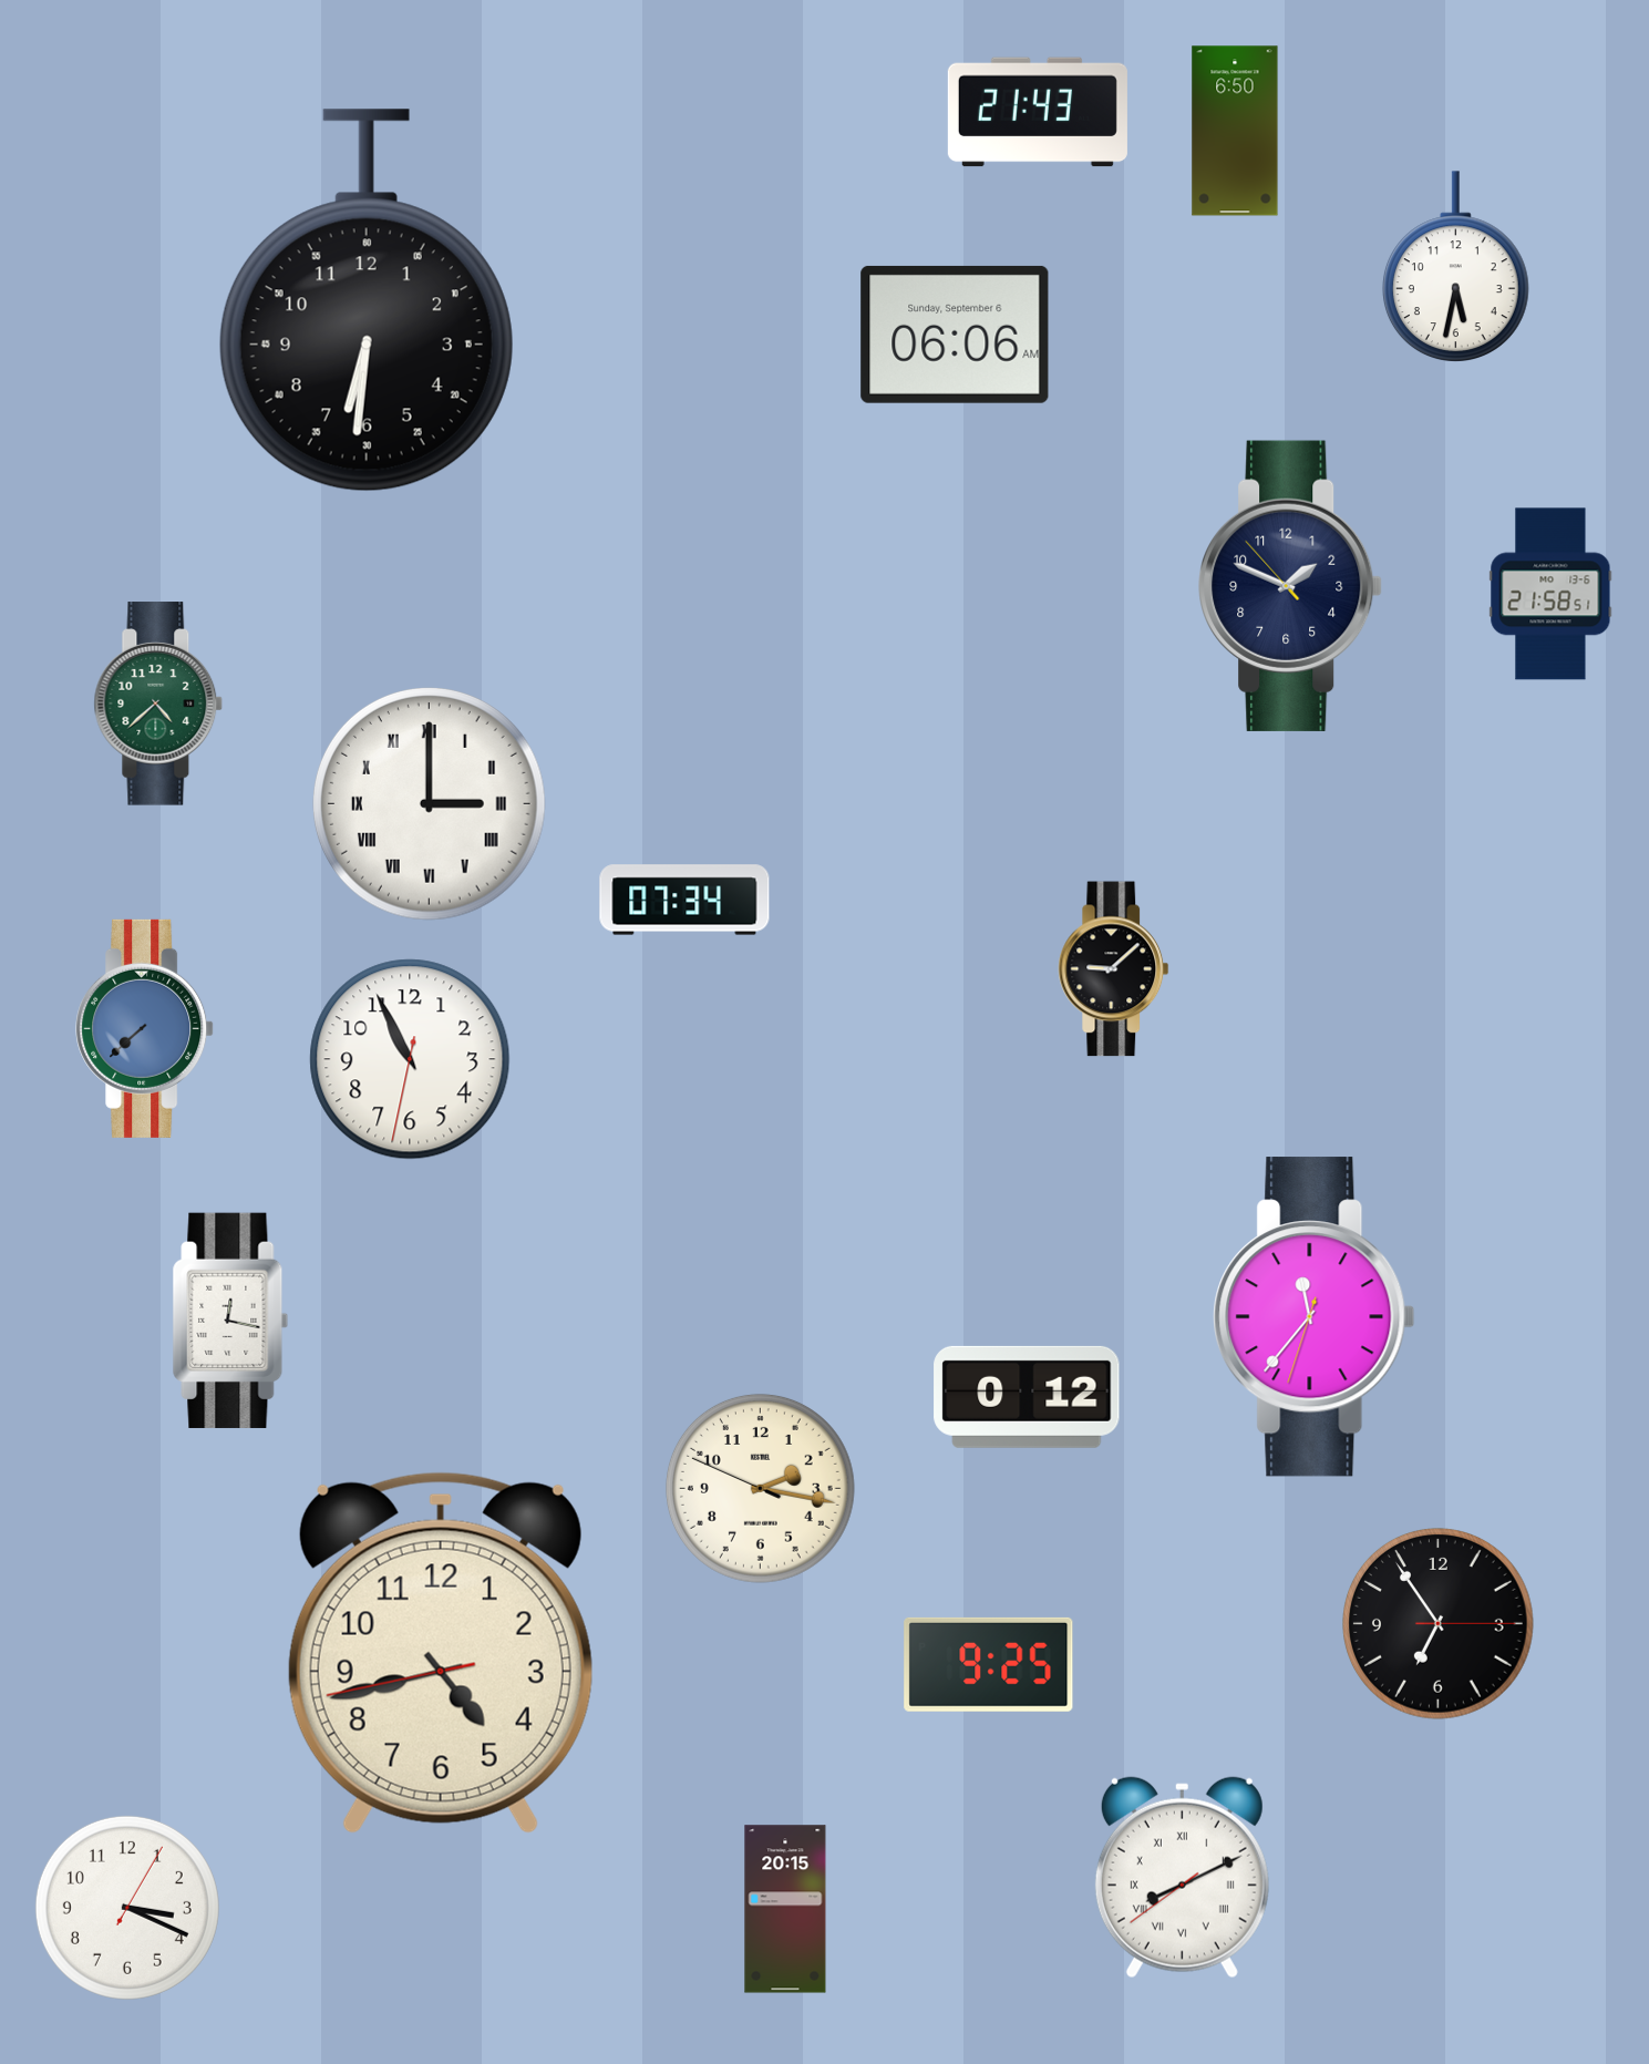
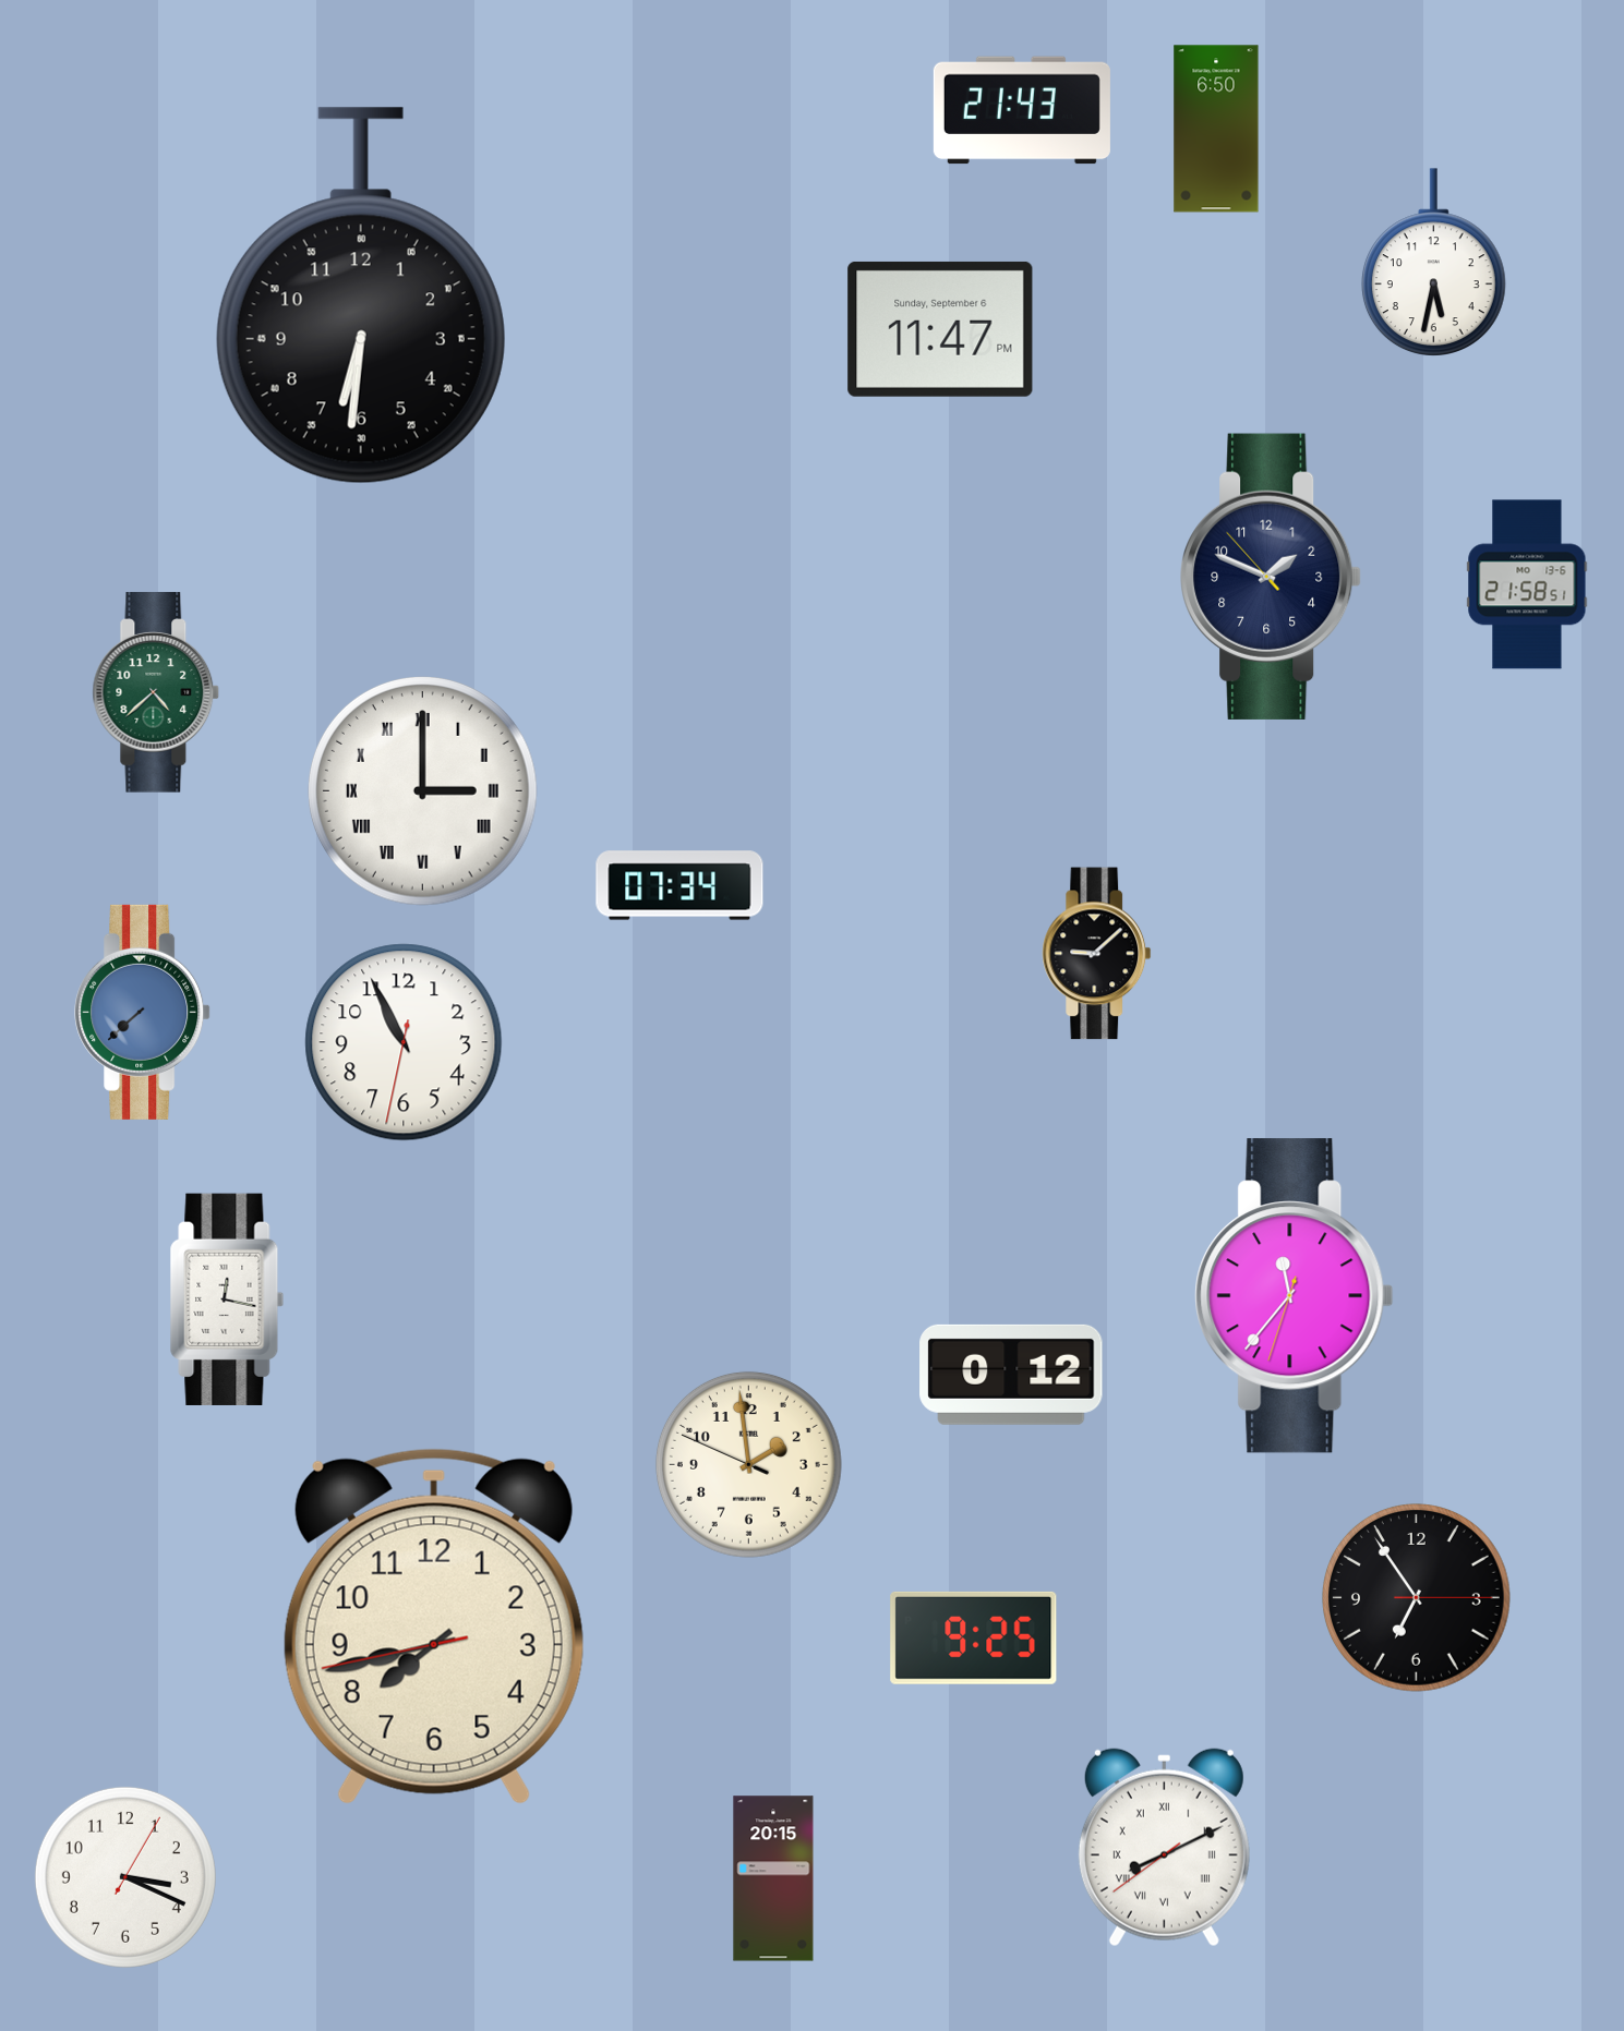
clock at (955, 335): 06:06 -> 11:47
clock at (684, 900) position: (684, 900) -> (679, 885)
clock at (760, 1488): 2:16 -> 1:58
clock at (441, 1653): 4:42 -> 7:42
